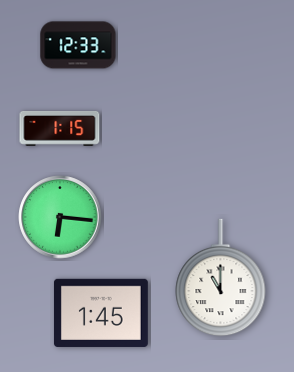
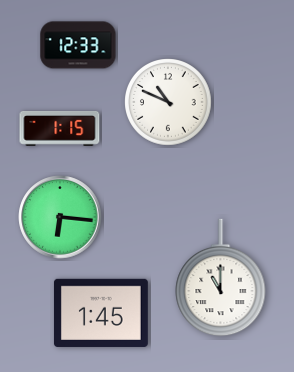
clock at (168, 102): none -> 10:49
